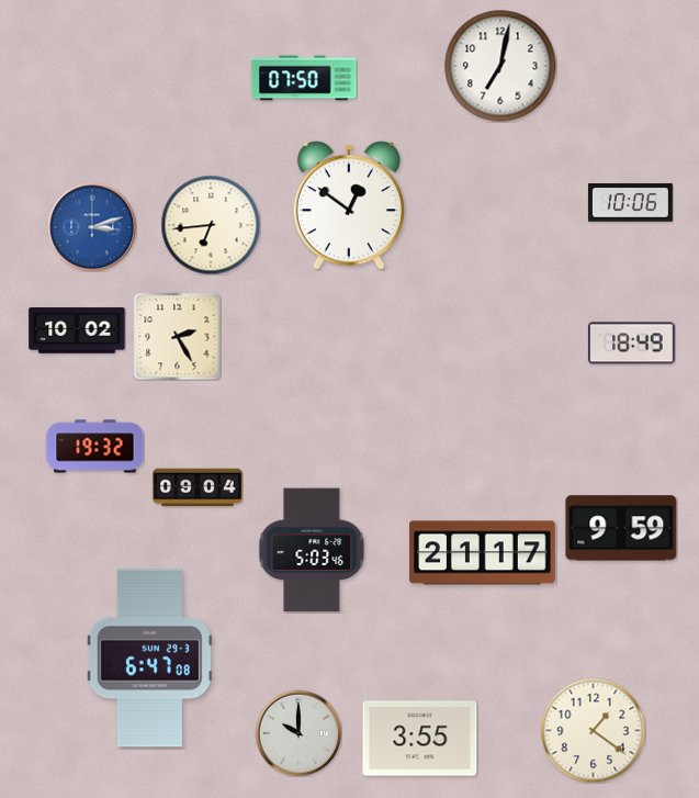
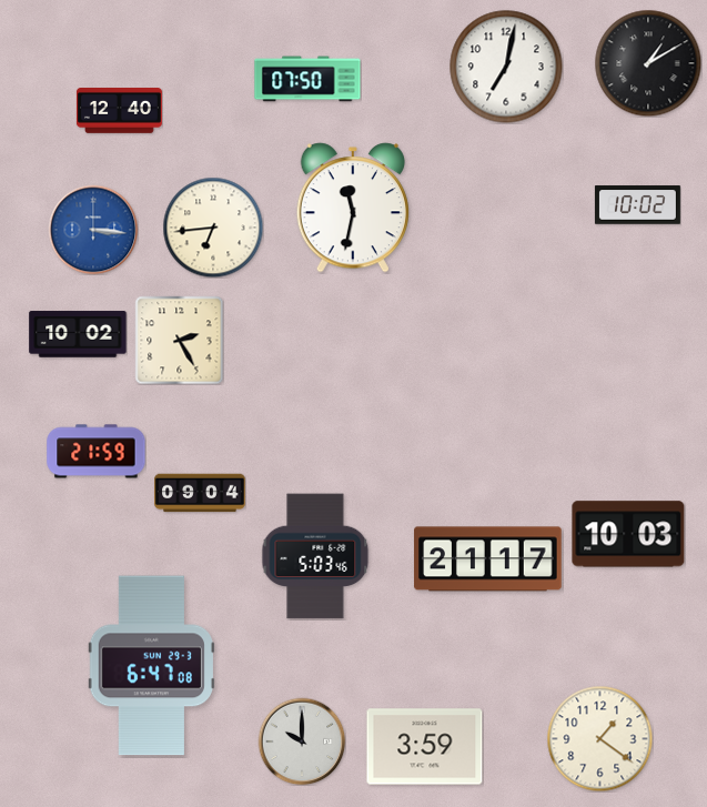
clock at (648, 63): none -> 1:10
clock at (119, 111): none -> 12:40
clock at (630, 203): 10:06 -> 10:02
clock at (349, 205): 12:51 -> 11:32
clock at (92, 227): 3:12 -> 3:16
clock at (631, 344): 18:49 -> none
clock at (95, 447): 19:32 -> 21:59
clock at (621, 528): 9:59 -> 10:03
clock at (420, 739): 3:55 -> 3:59
